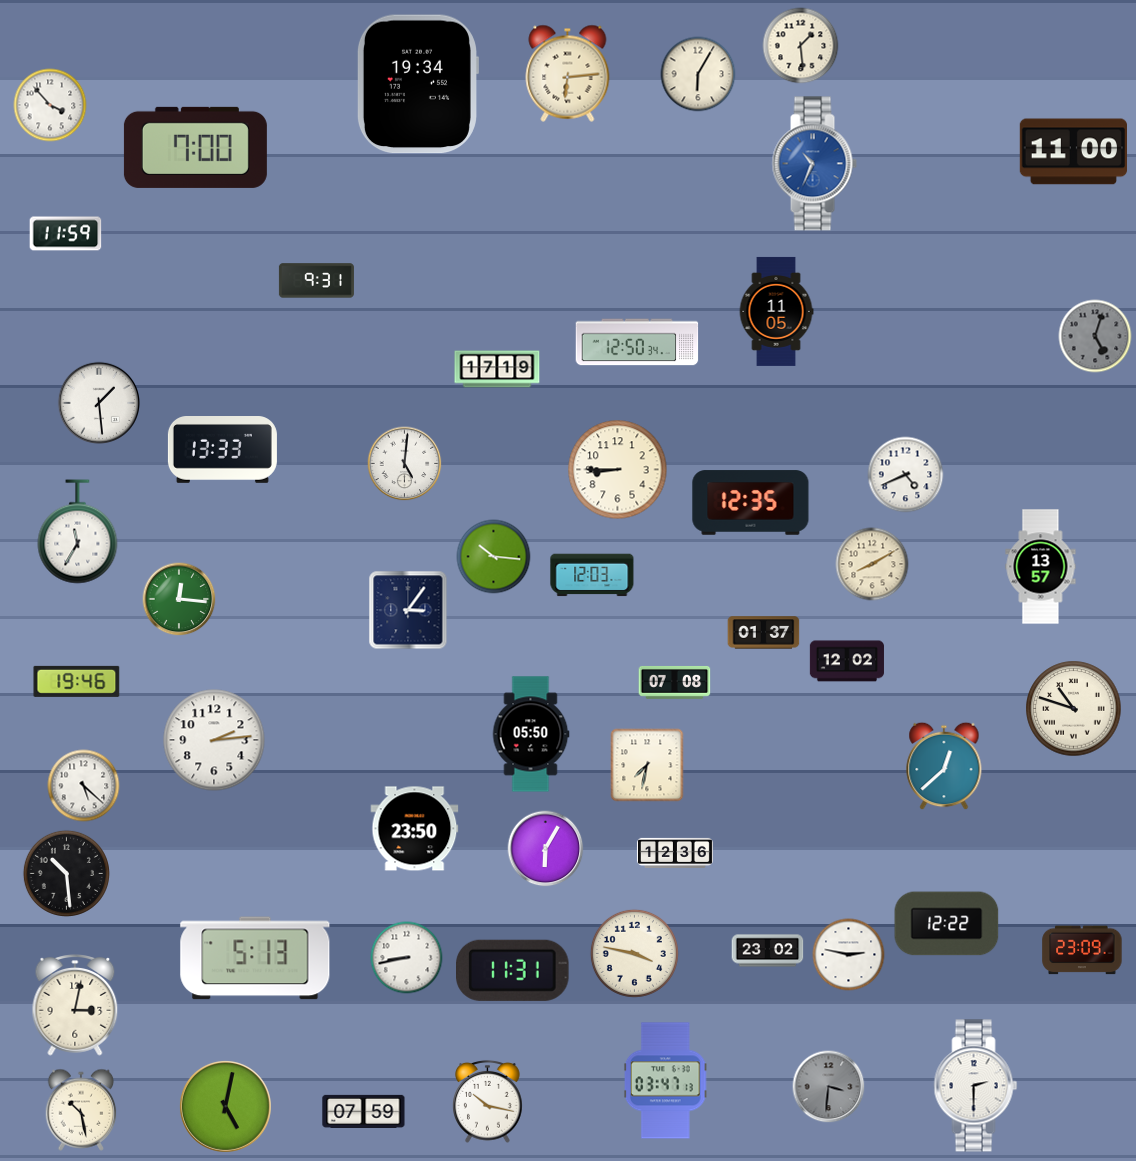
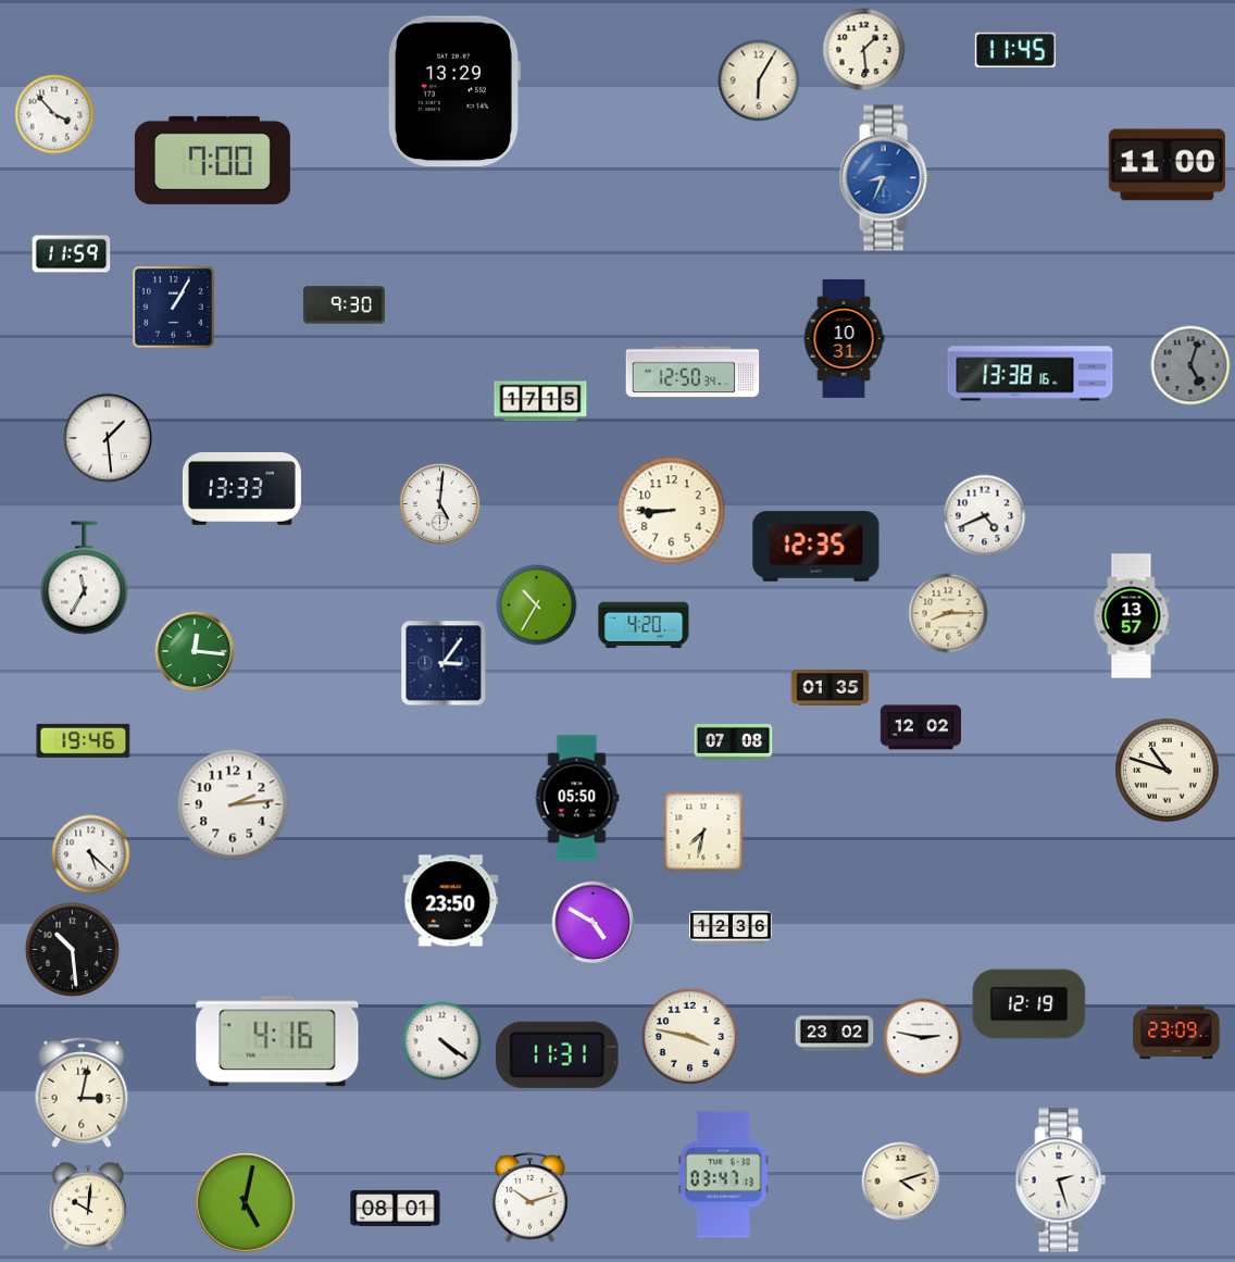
clock at (801, 46) position: (801, 46) -> (864, 50)
clock at (1015, 50): none -> 11:45
clock at (568, 73): 6:14 -> none
clock at (417, 84): 19:34 -> 13:29
clock at (814, 164): 10:34 -> 8:34
clock at (316, 281): 9:31 -> 9:30
clock at (174, 308): none -> 1:05
clock at (776, 311): 11:05 -> 10:31
clock at (1031, 374): none -> 13:38
clock at (497, 369): 17:19 -> 17:15
clock at (494, 557): 10:16 -> 10:35
clock at (872, 564): 8:10 -> 8:15
clock at (592, 575): 12:03 -> 4:20
clock at (764, 633): 01:37 -> 01:35
clock at (847, 661) position: (847, 661) -> (921, 727)
clock at (944, 766): 12:38 -> none
clock at (546, 849): 6:05 -> 4:50
clock at (675, 853) position: (675, 853) -> (731, 927)
clock at (947, 924): 12:22 -> 12:19
clock at (255, 958): 5:13 -> 4:16
clock at (407, 958): 8:43 -> 4:21
clock at (976, 1086): 2:30 -> 2:27
clock at (829, 1087): 3:31 -> 4:12
clock at (829, 1087) dial: grey -> cream
clock at (488, 1101): 10:17 -> 10:12
clock at (81, 1110): 10:28 -> 10:01
clock at (364, 1111): 07:59 -> 08:01
